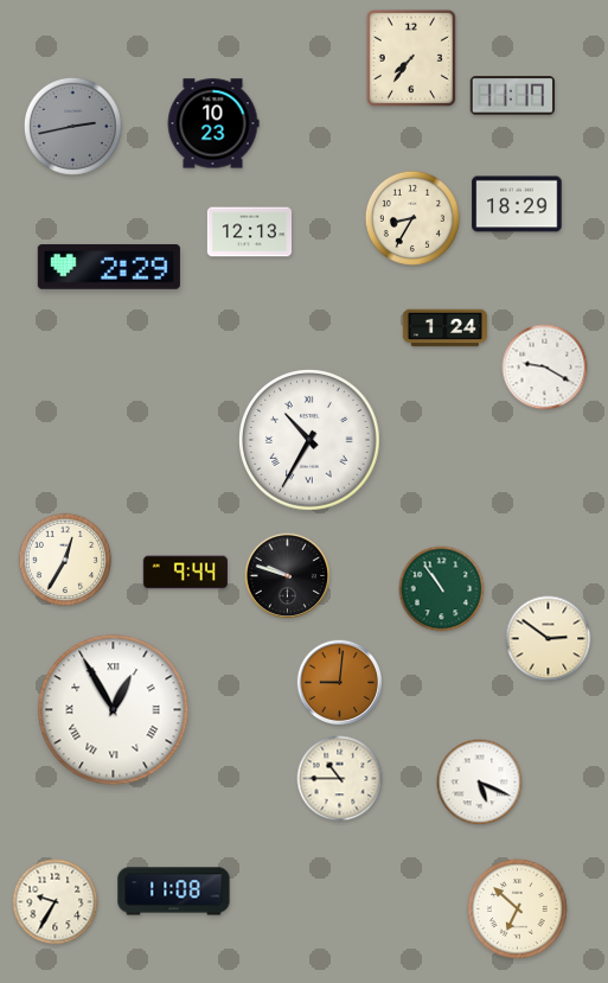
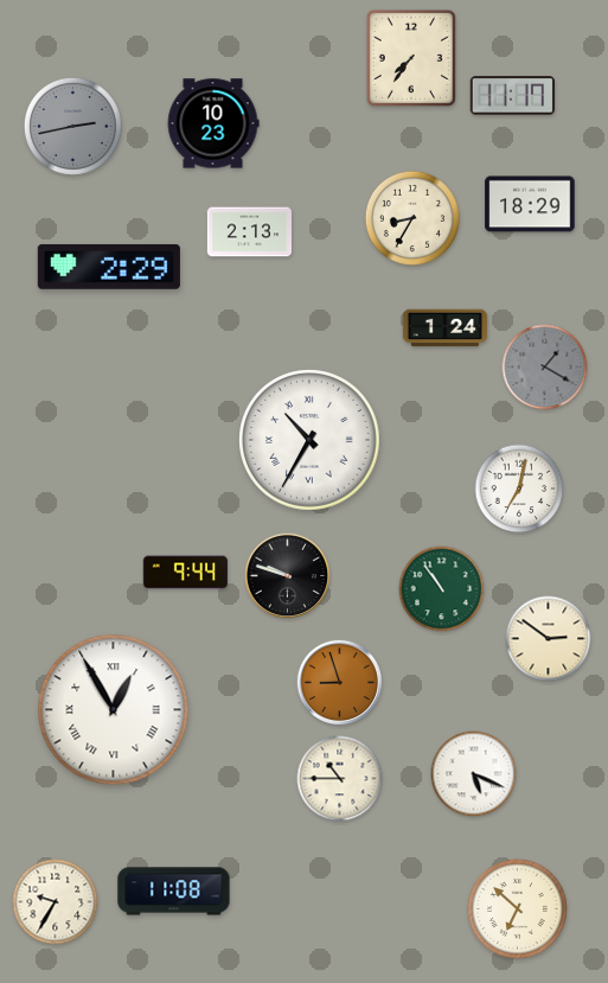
clock at (517, 204) position: (517, 204) -> (530, 204)
clock at (250, 232): 12:13 -> 2:13
clock at (545, 368): 9:20 -> 1:20
clock at (545, 368) dial: white -> grey
clock at (519, 489): none -> 7:02
clock at (65, 560): 12:35 -> none
clock at (340, 683): 9:01 -> 8:57
clock at (480, 783) position: (480, 783) -> (474, 774)
